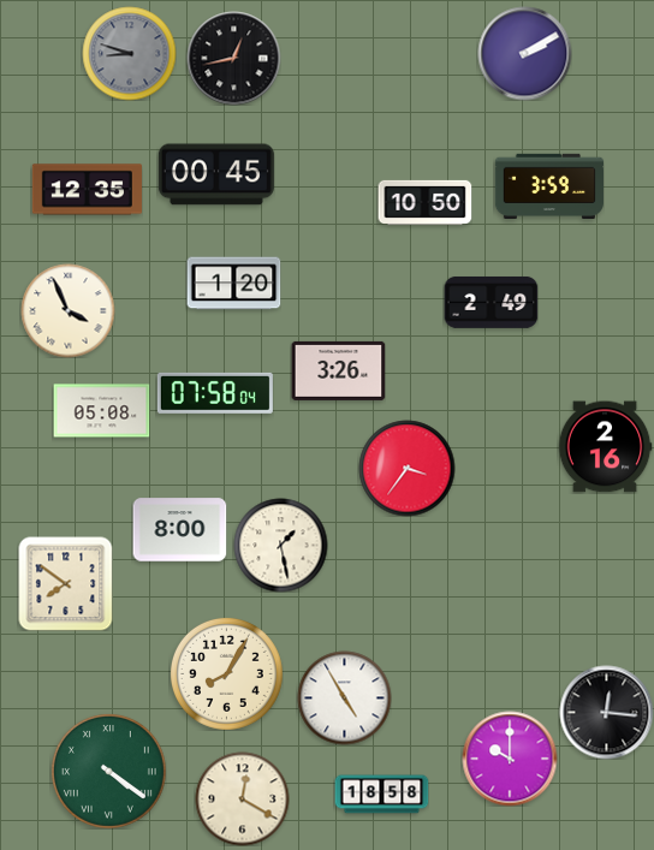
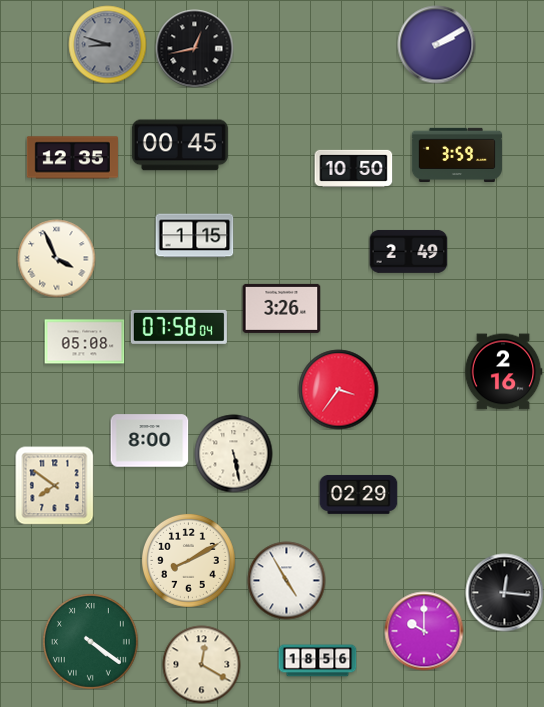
clock at (233, 284): 1:20 -> 1:15
clock at (280, 545): 1:28 -> 5:28
clock at (358, 495): none -> 02:29
clock at (226, 673): 8:05 -> 8:10
clock at (381, 795): 18:58 -> 18:56
